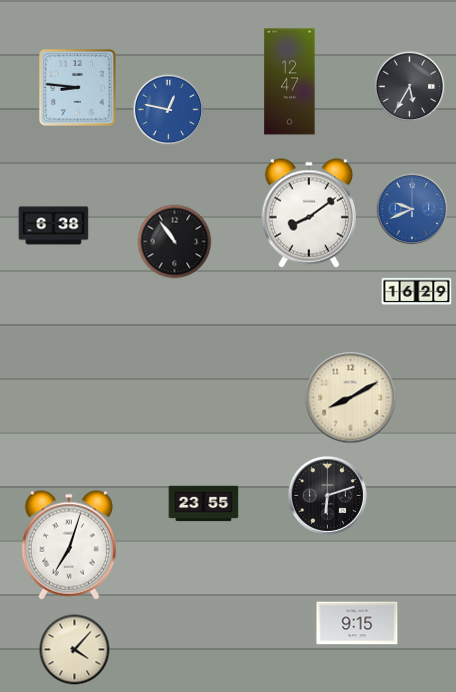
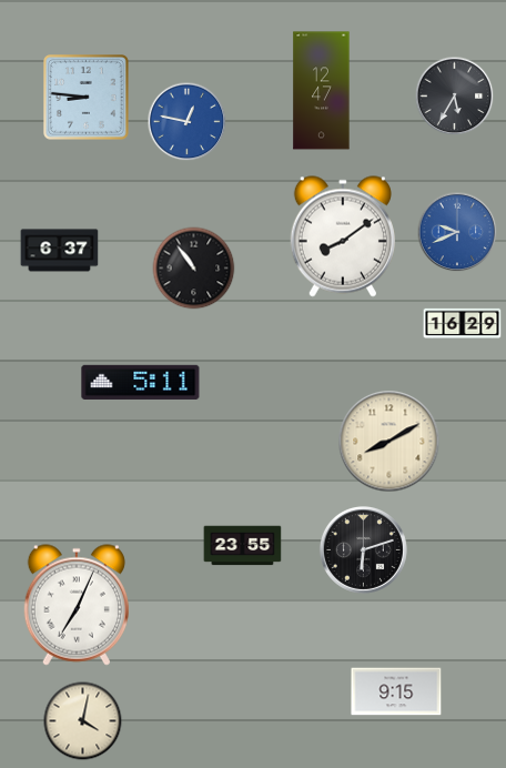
clock at (54, 226): 6:38 -> 6:37
clock at (141, 382): none -> 5:11
clock at (204, 504) position: (204, 504) -> (243, 546)
clock at (69, 545): 7:03 -> 7:04
clock at (75, 650): 4:07 -> 4:02
